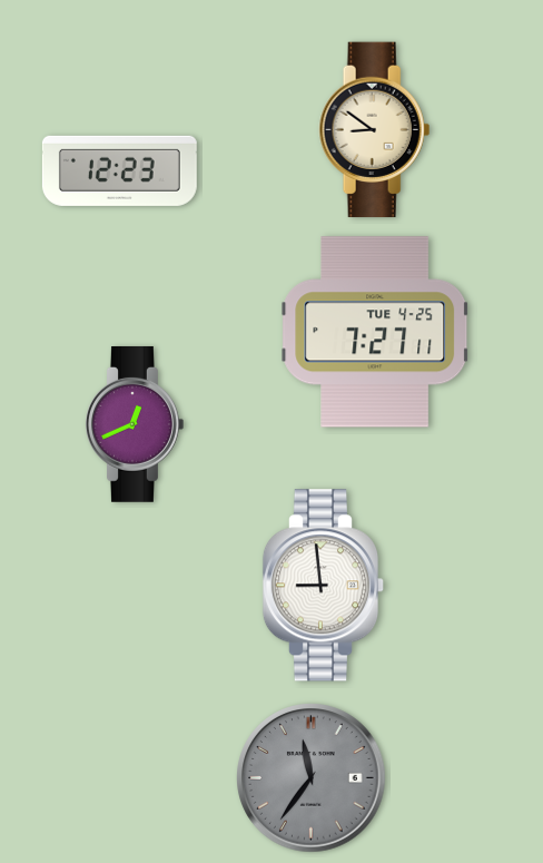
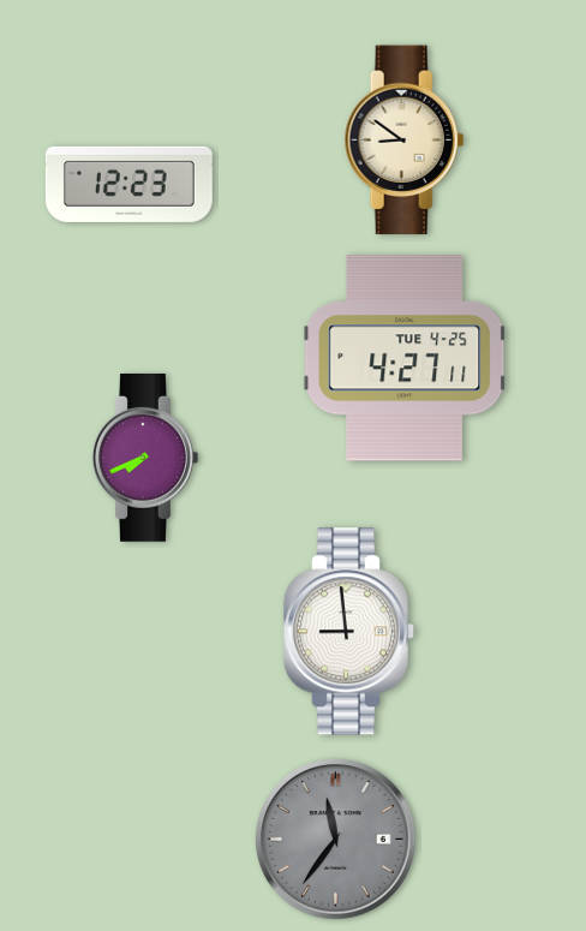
clock at (375, 332): 7:27 -> 4:27
clock at (135, 424): 12:41 -> 7:41
